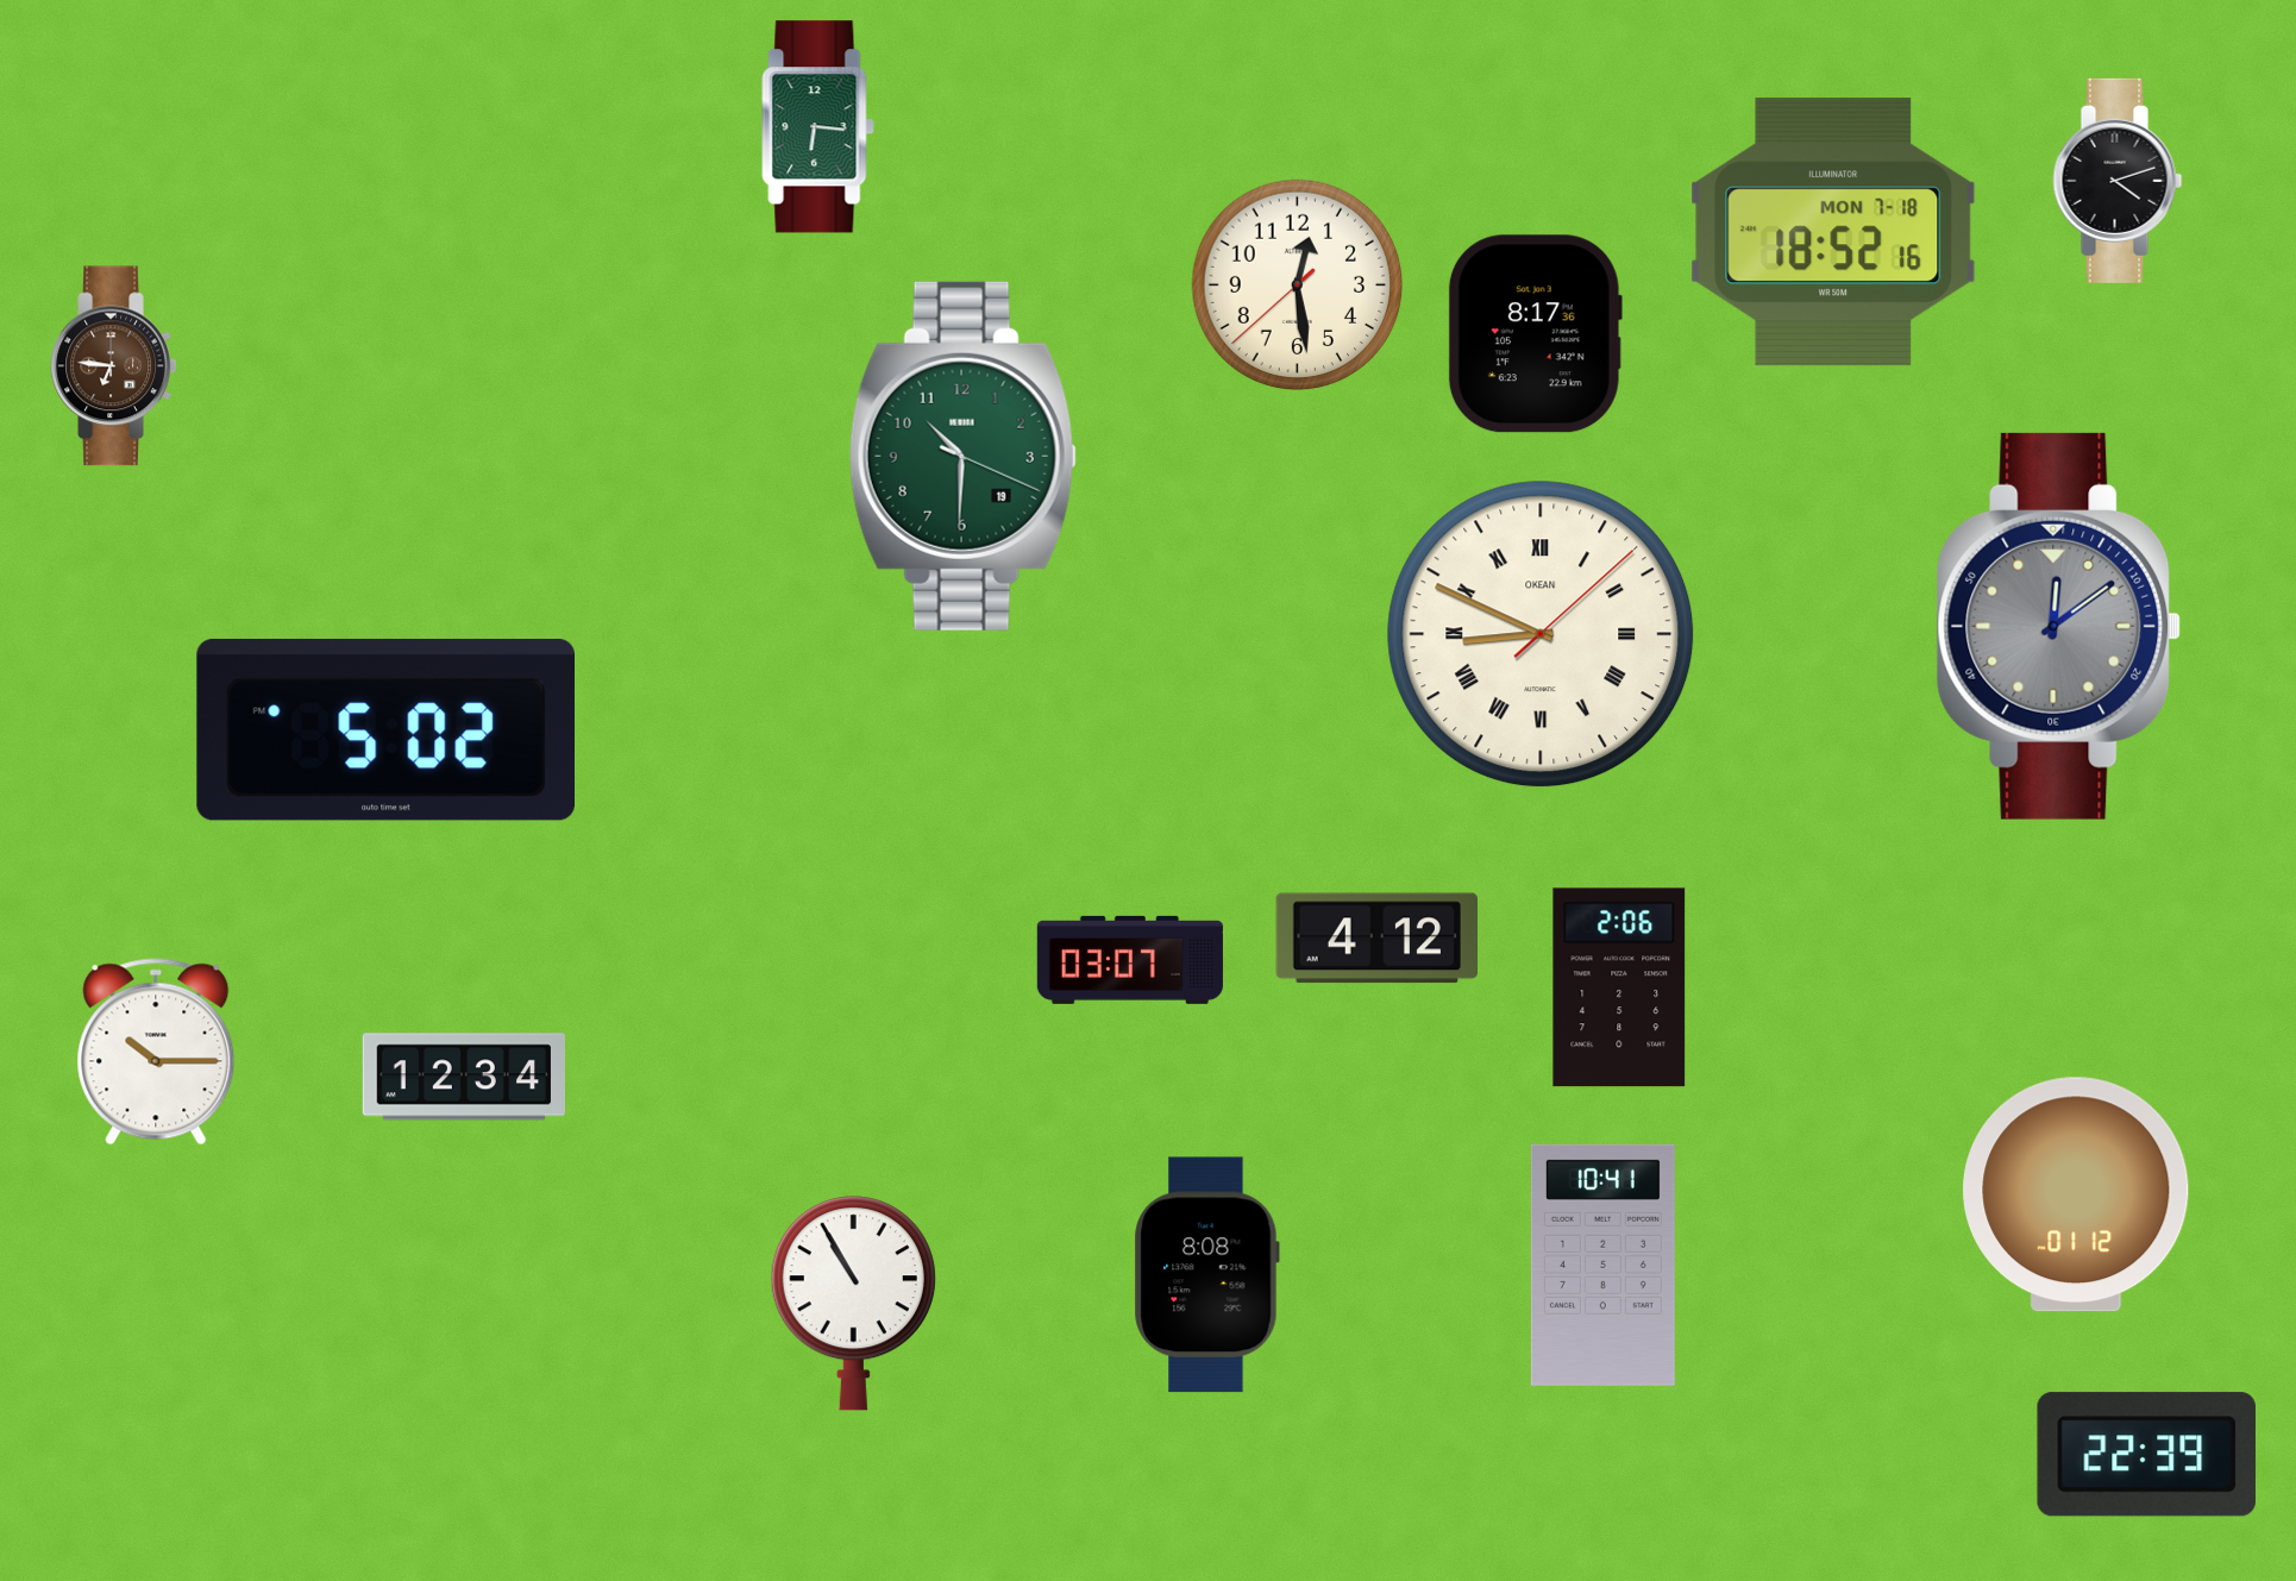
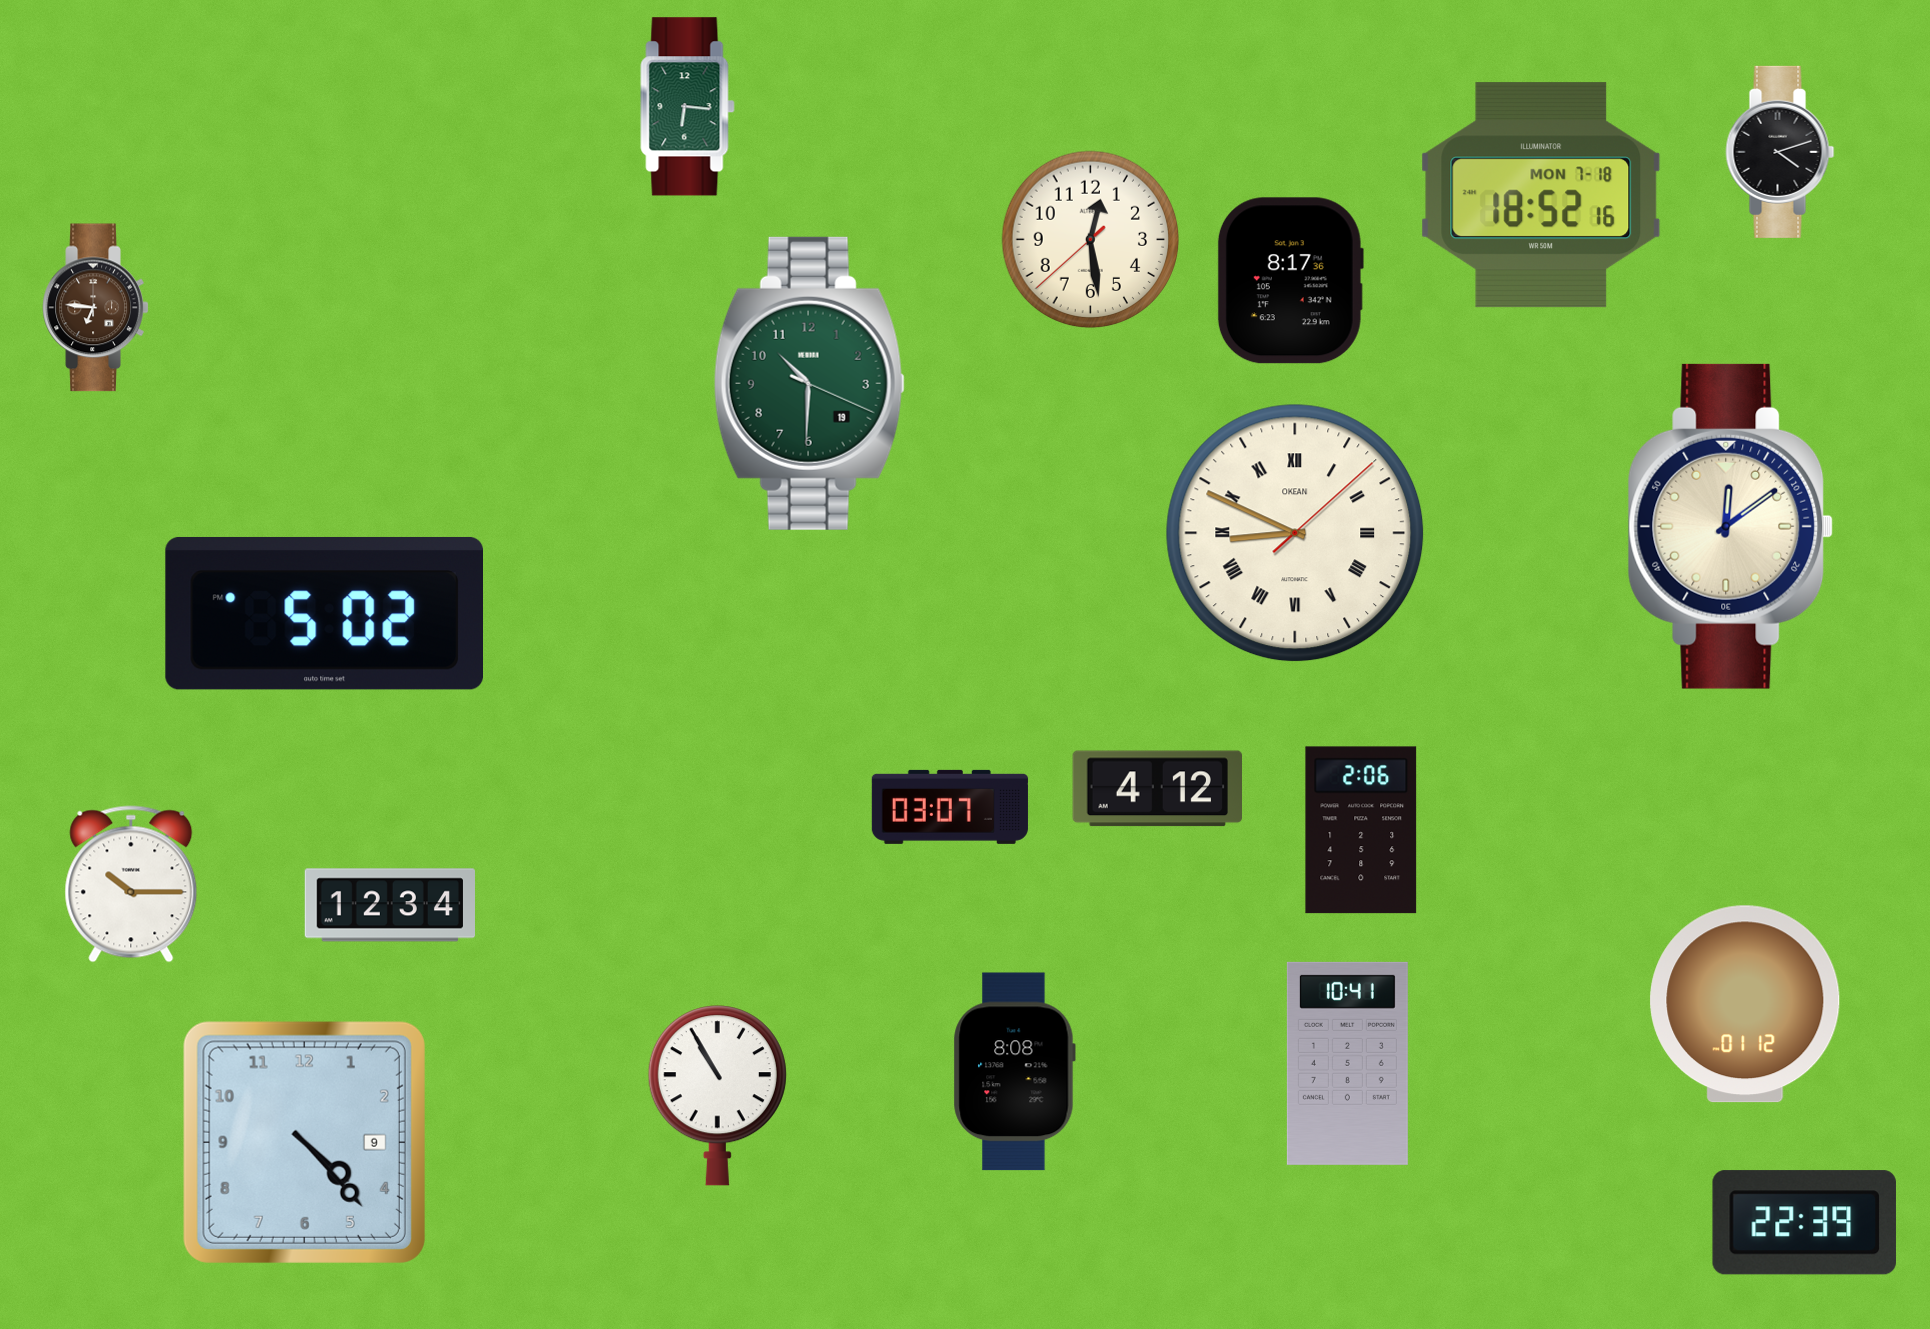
clock at (2059, 626) dial: grey -> cream
clock at (304, 1142): none -> 4:23
